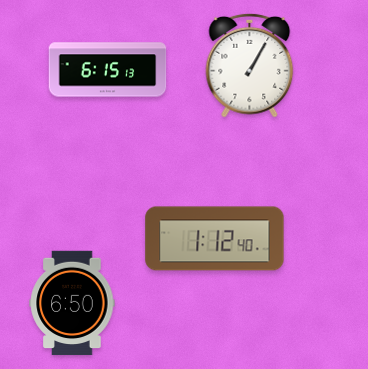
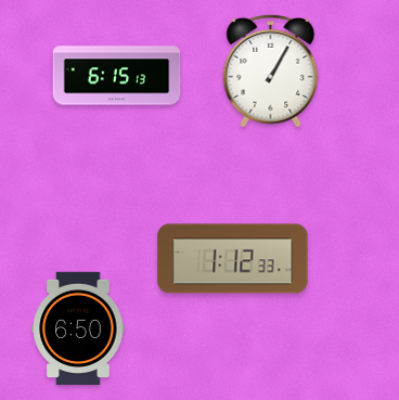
clock at (215, 239): 1:12:40 -> 1:12:33
